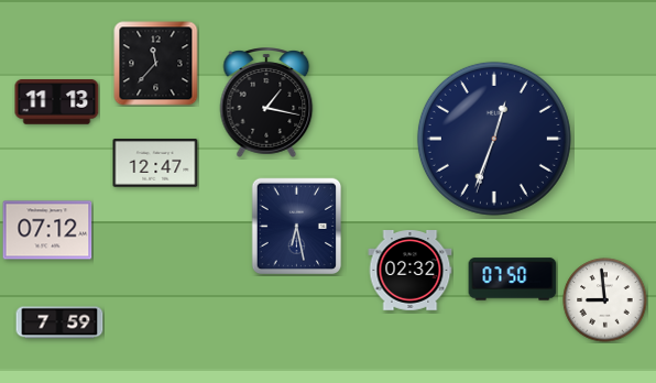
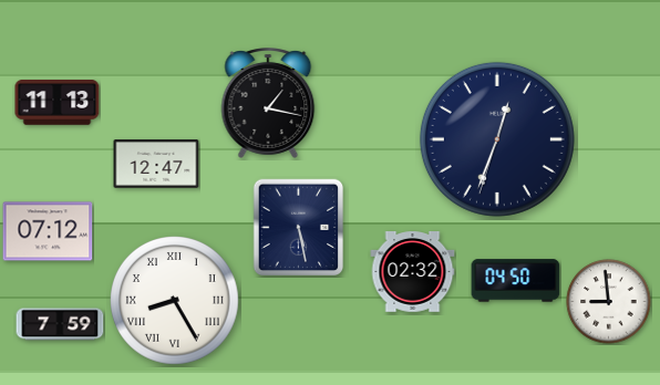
clock at (156, 64): 11:37 -> none
clock at (297, 227): 6:28 -> 5:28
clock at (513, 280): 07:50 -> 04:50
clock at (175, 301): none -> 8:25
